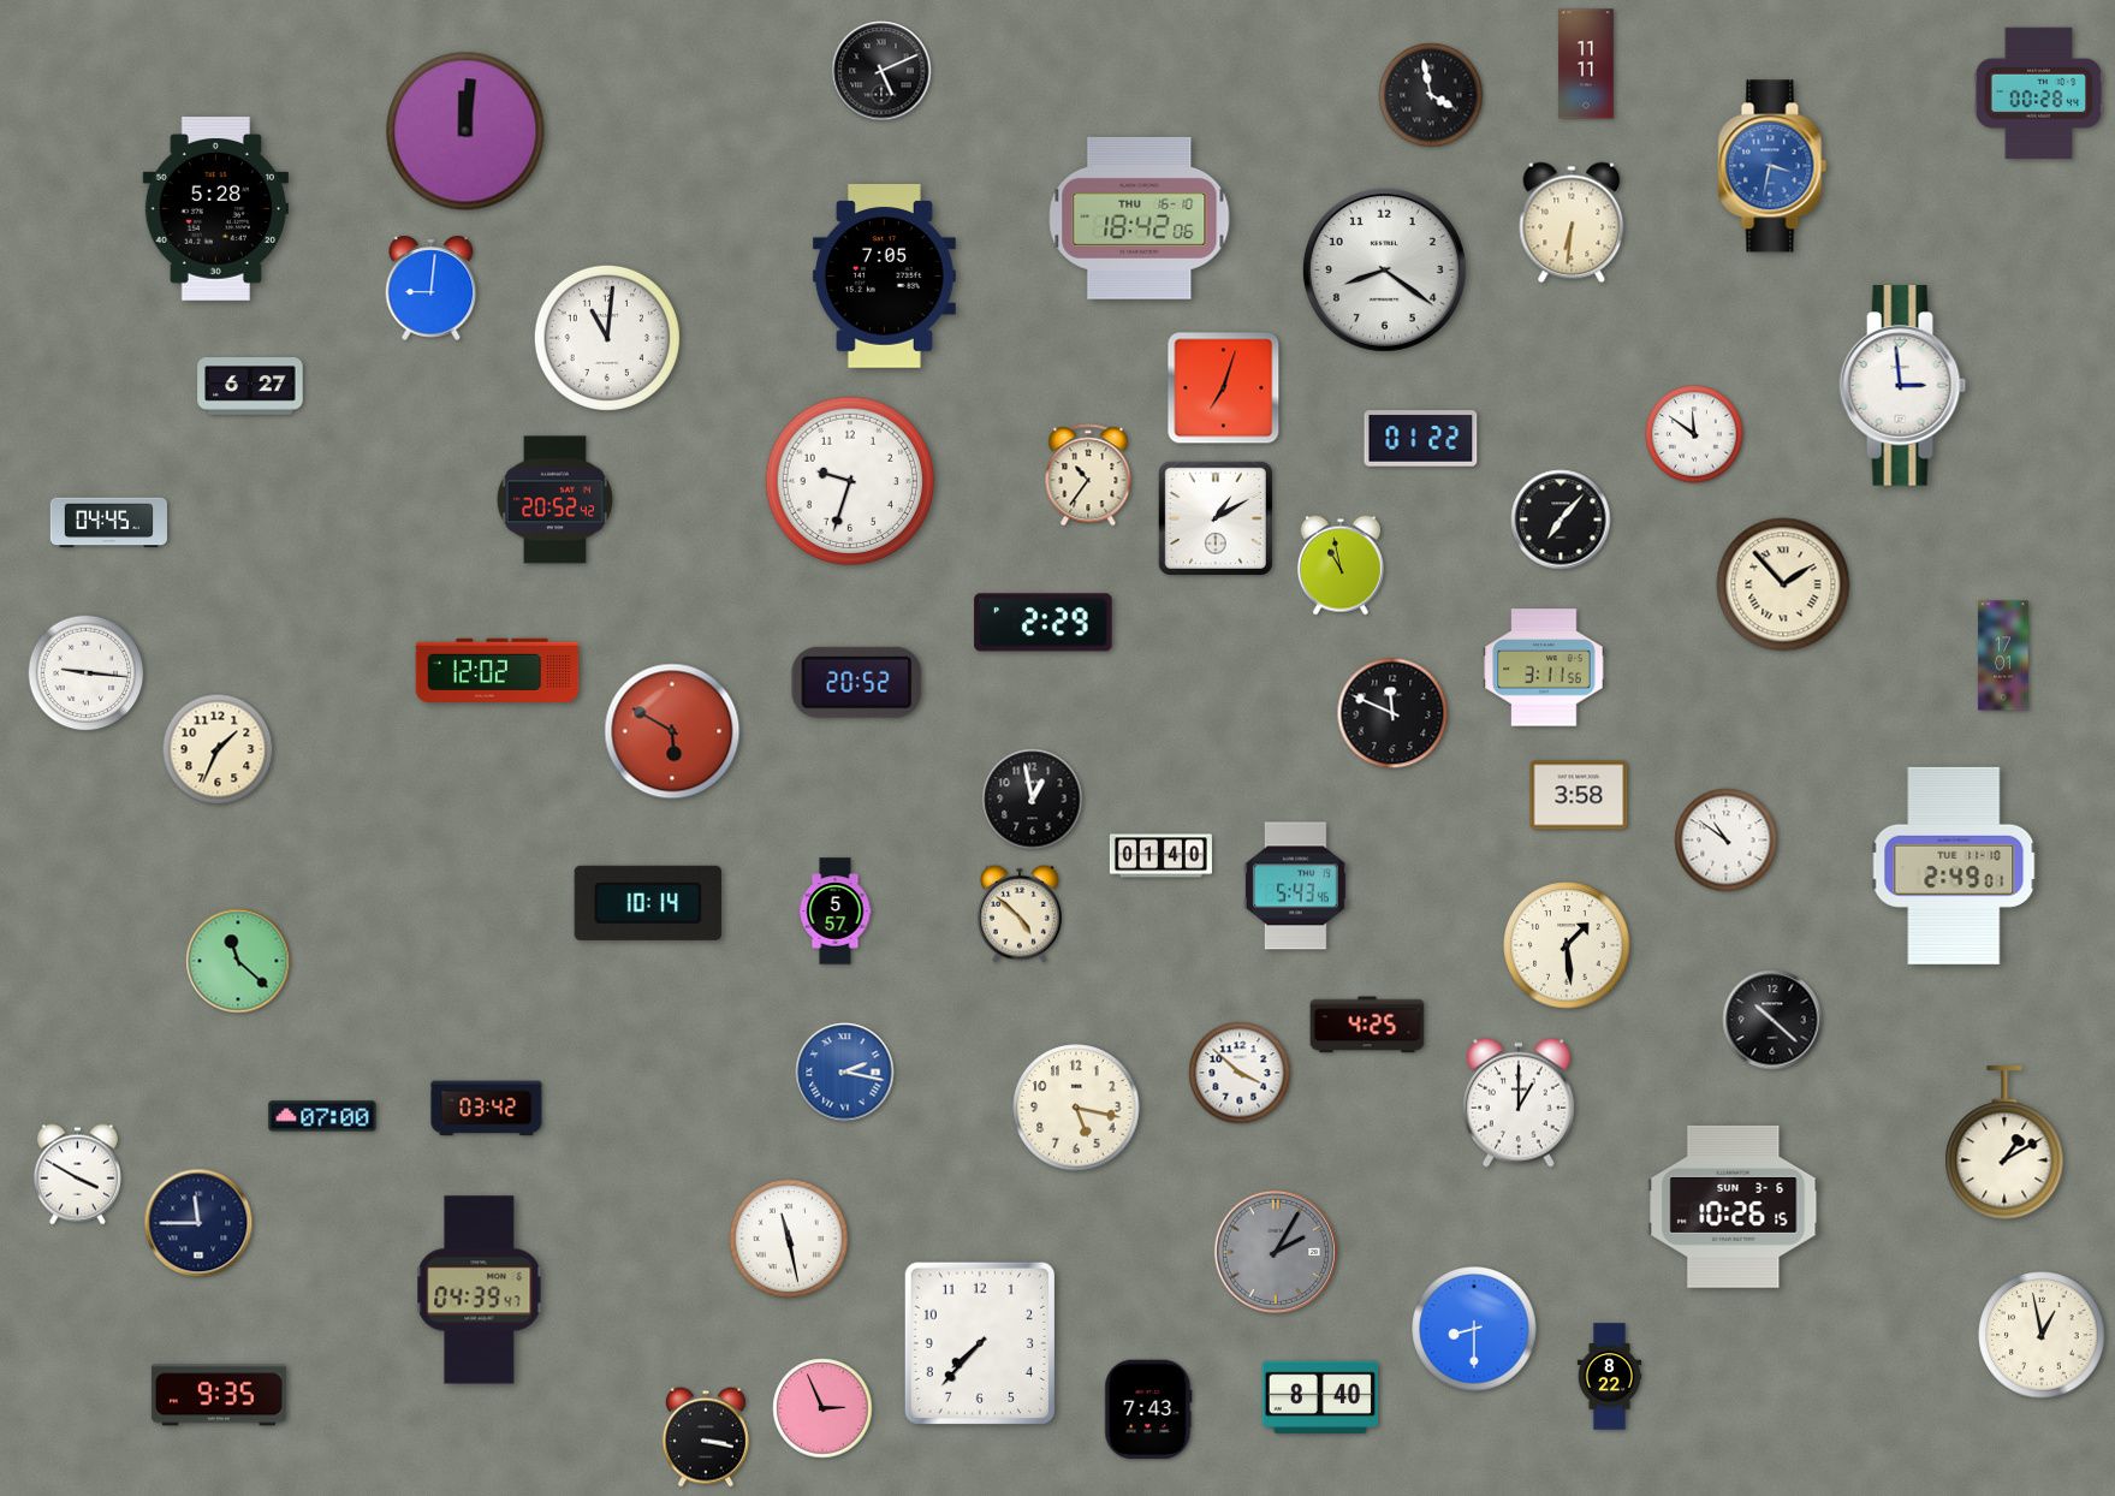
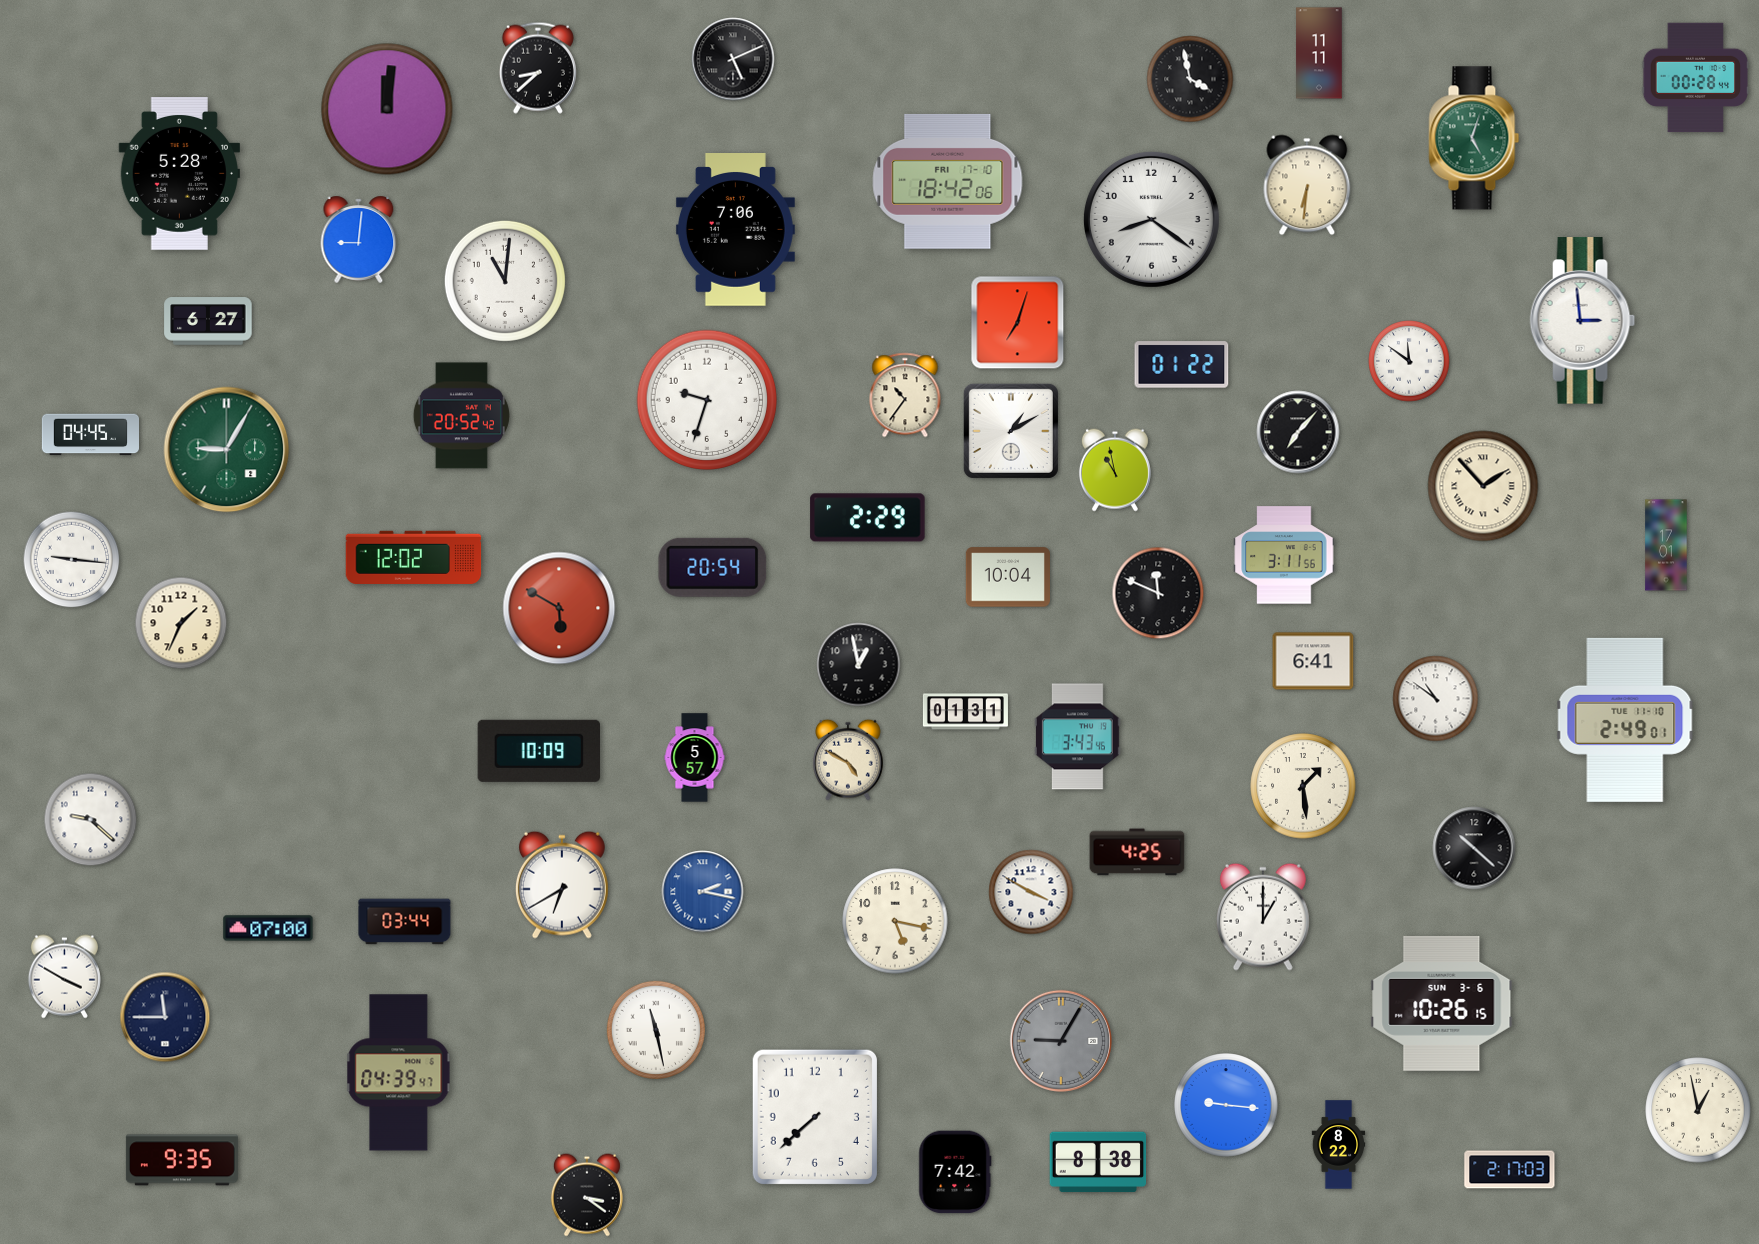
clock at (538, 68): none -> 8:38
clock at (1772, 166): 3:32 -> 5:03
clock at (1772, 166) dial: blue -> green
clock at (1140, 218) date: THU 16-10 -> FRI 17-10
clock at (1384, 269) position: (1384, 269) -> (1151, 219)
clock at (884, 277): 7:05 -> 7:06
clock at (227, 450): none -> 9:05
clock at (857, 682): 20:52 -> 20:54
clock at (1008, 577): none -> 10:04
clock at (1579, 795): 3:58 -> 6:41
clock at (1160, 856): 01:40 -> 01:31
clock at (1296, 886): 5:43 -> 3:43
clock at (647, 903): 10:14 -> 10:09
clock at (1021, 914): 4:52 -> 4:50
clock at (238, 961): 11:22 -> none
clock at (91, 820): none -> 9:22
clock at (562, 885): none -> 6:40
clock at (1240, 1073): 3:52 -> 3:50
clock at (487, 1109): 03:42 -> 03:44
clock at (2004, 1144): 1:10 -> none
clock at (1276, 1252): 2:05 -> 9:05
clock at (1474, 1329): 8:30 -> 9:16
clock at (980, 1343): 7:37 -> 7:38
clock at (1320, 1397): 8:40 -> 8:38
clock at (1510, 1170): none -> 2:17
clock at (822, 1408): 2:56 -> none
clock at (1148, 1409): 7:43 -> 7:42
clock at (706, 1437): 3:17 -> 3:21
